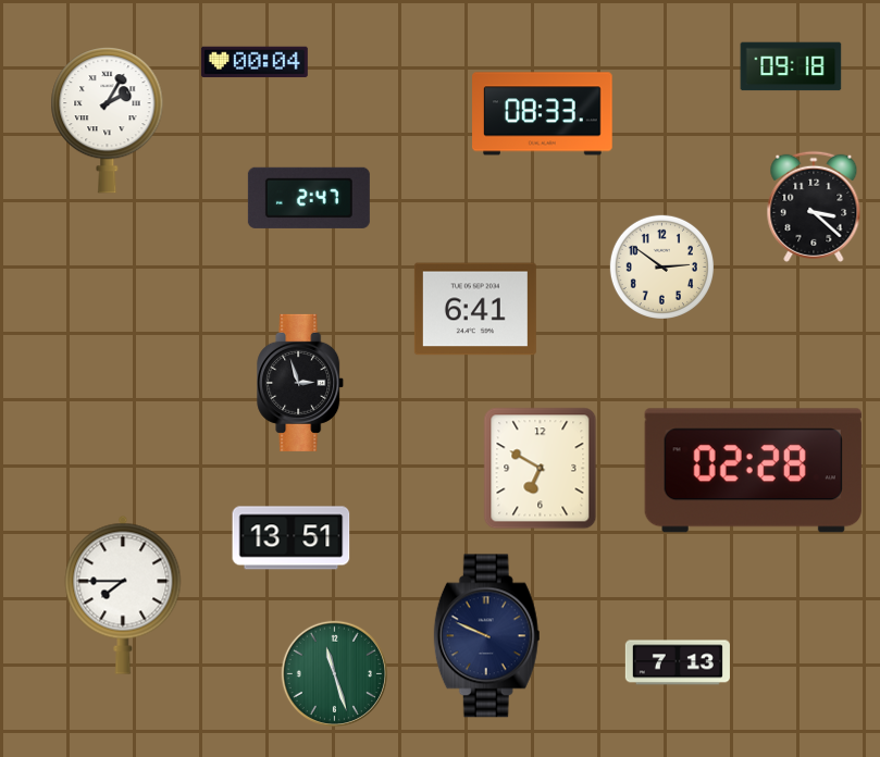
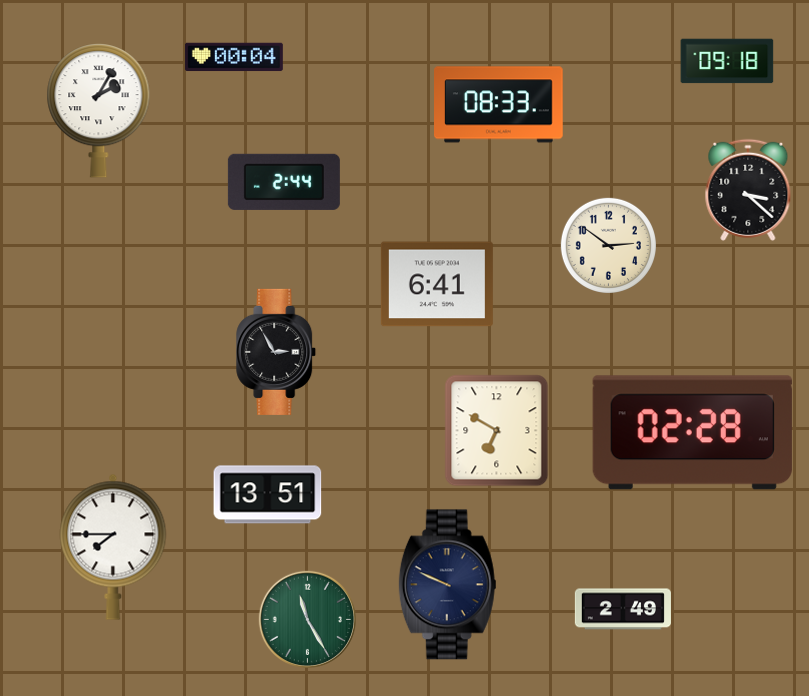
clock at (309, 198): 2:47 -> 2:44
clock at (301, 383): 2:57 -> 2:55
clock at (678, 662): 7:13 -> 2:49
clock at (334, 673): 11:27 -> 11:25
